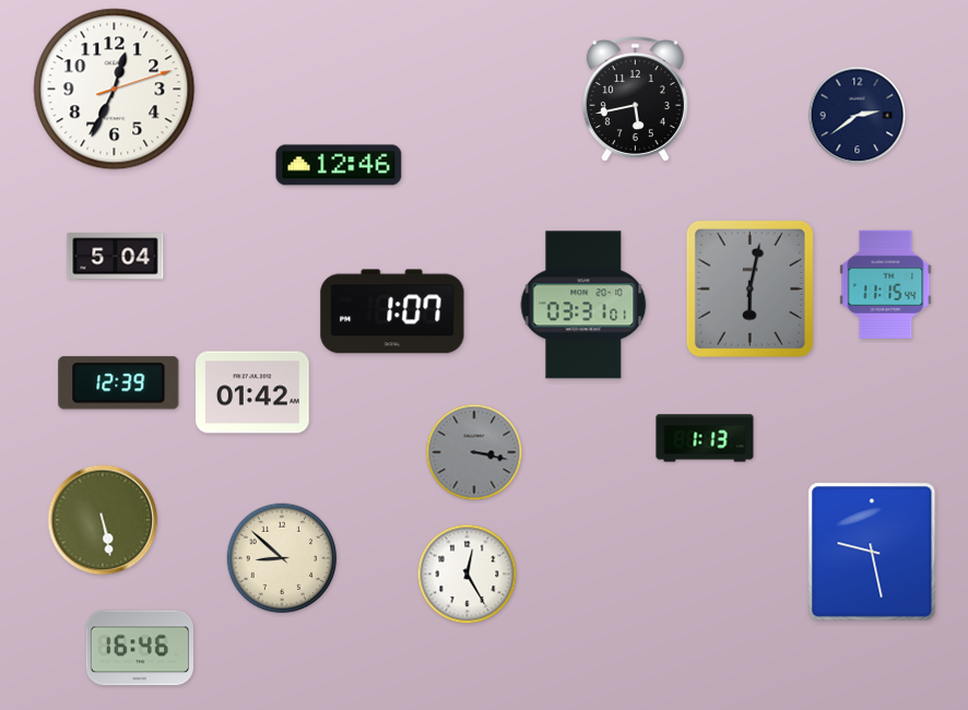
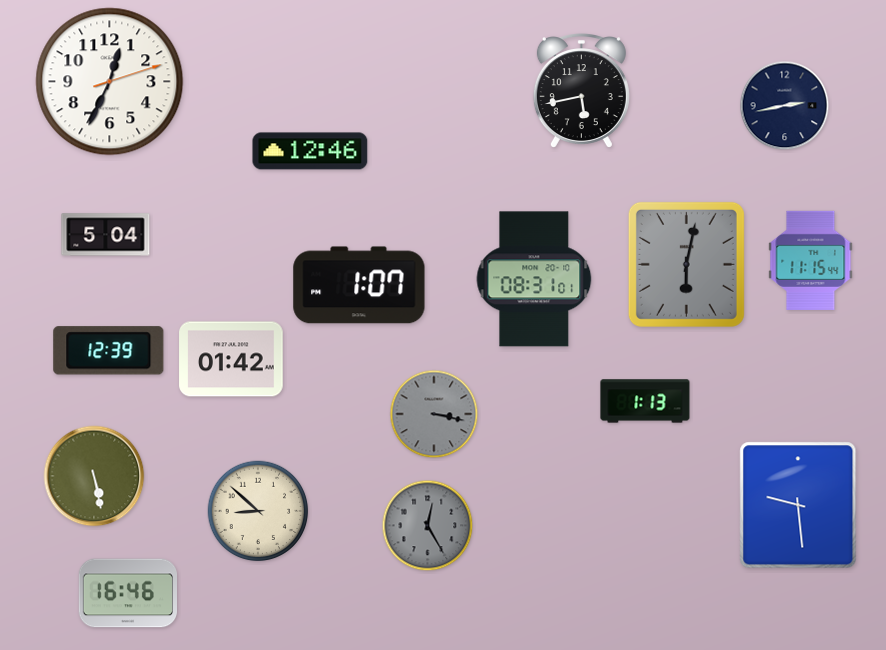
clock at (115, 90) position: (115, 90) -> (110, 82)
clock at (858, 116): 2:39 -> 2:43
clock at (583, 305): 03:31 -> 08:31
clock at (872, 552): 9:28 -> 9:29
clock at (468, 575) dial: white -> grey
